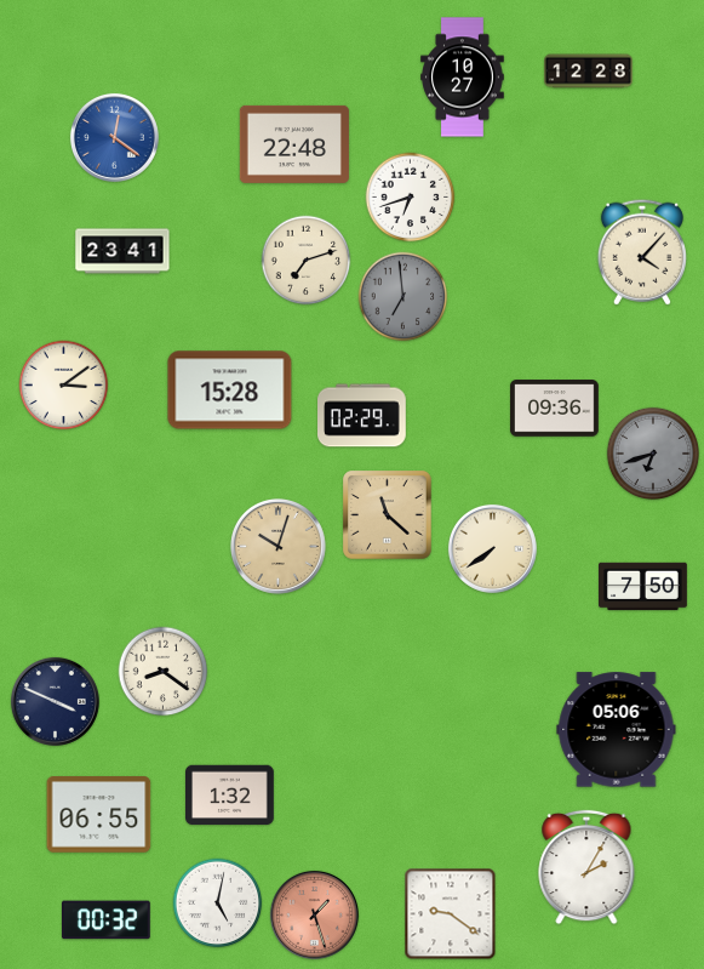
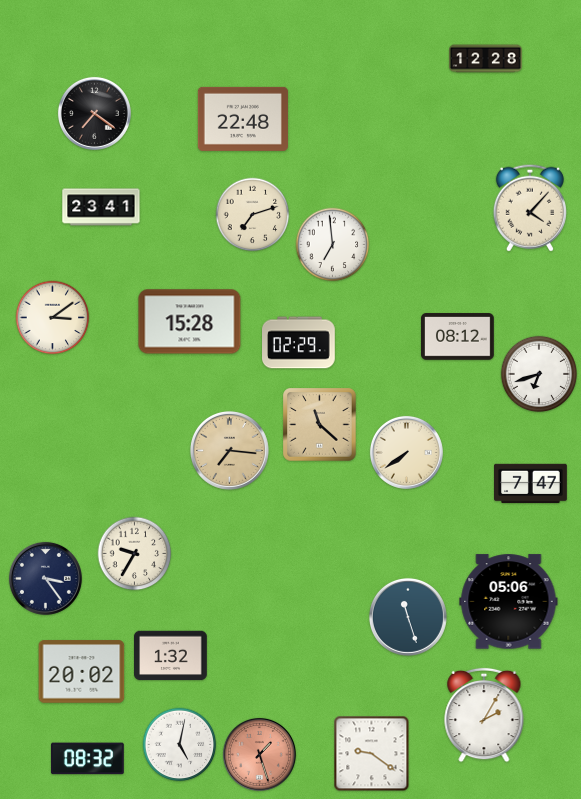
clock at (463, 78): 10:27 -> none
clock at (114, 137): 12:21 -> 7:21
clock at (114, 137) dial: blue -> black
clock at (411, 198): 6:42 -> none
clock at (403, 297) dial: grey -> white
clock at (555, 409): 09:36 -> 08:12
clock at (653, 454) dial: grey -> white
clock at (277, 546): 10:03 -> 7:16
clock at (643, 587): 7:50 -> 7:47
clock at (164, 672): 8:21 -> 9:35
clock at (55, 701): 3:49 -> 3:24
clock at (408, 617): none -> 11:27
clock at (230, 796) position: (230, 796) -> (171, 656)
clock at (99, 815): 06:55 -> 20:02
clock at (105, 920): 00:32 -> 08:32
